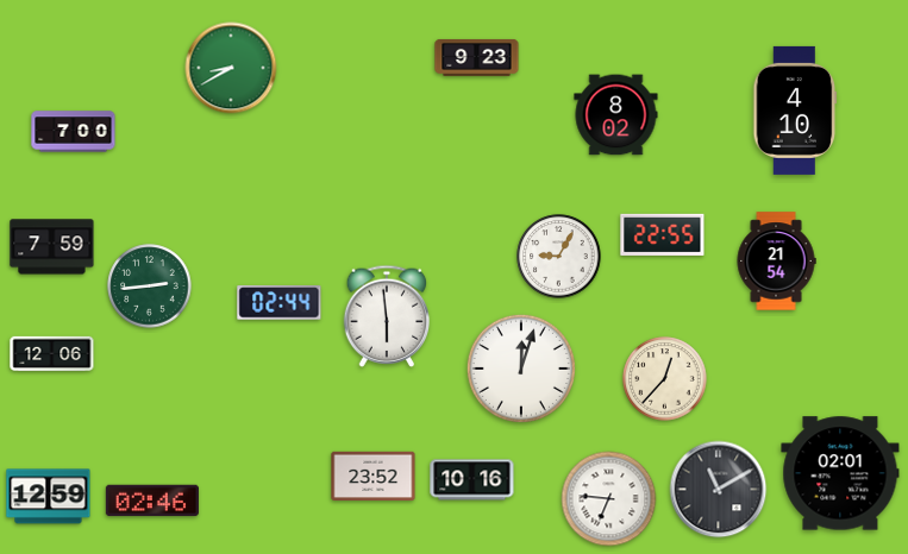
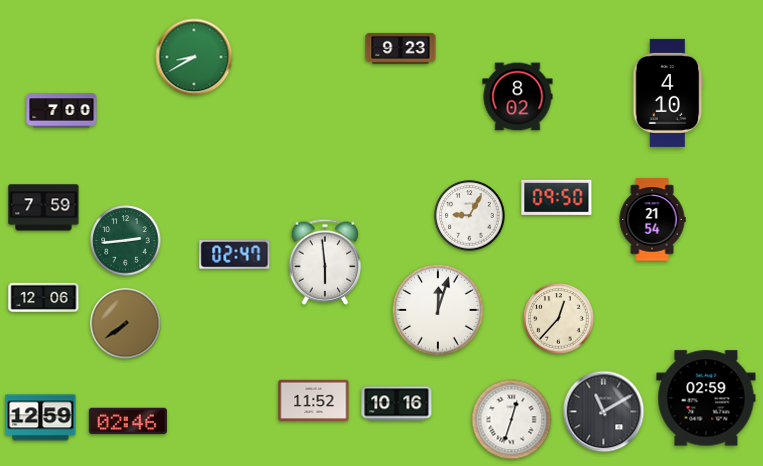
clock at (663, 234): 22:55 -> 09:50
clock at (280, 303): 02:44 -> 02:47
clock at (387, 316) position: (387, 316) -> (325, 262)
clock at (126, 324): none -> 7:39
clock at (840, 473): 02:01 -> 02:59
clock at (374, 477): 23:52 -> 11:52
clock at (609, 499): 6:46 -> 12:33
